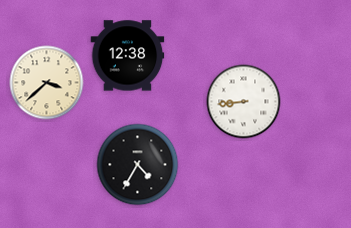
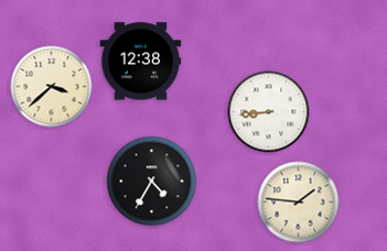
clock at (47, 83) position: (47, 83) -> (52, 87)
clock at (299, 203): none -> 1:46
